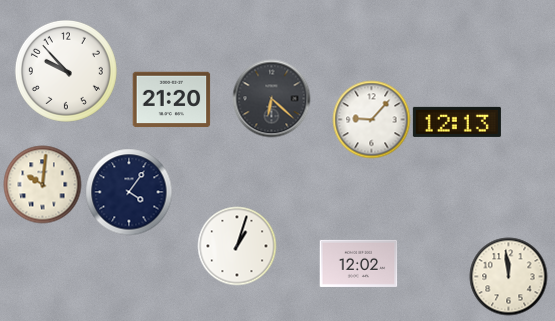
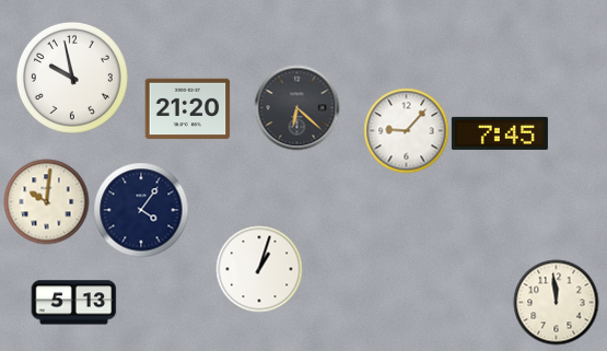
clock at (66, 71): 9:53 -> 9:58
clock at (457, 122): 12:13 -> 7:45
clock at (358, 263): 12:02 -> none
clock at (73, 303): none -> 5:13
